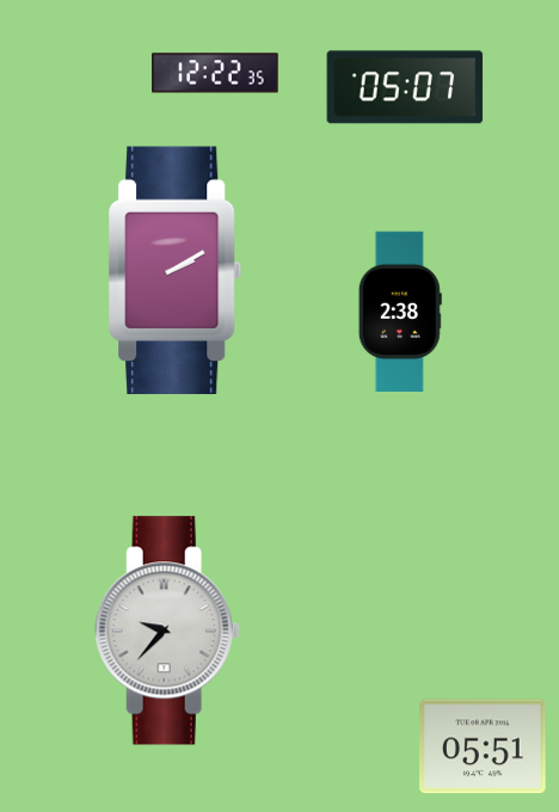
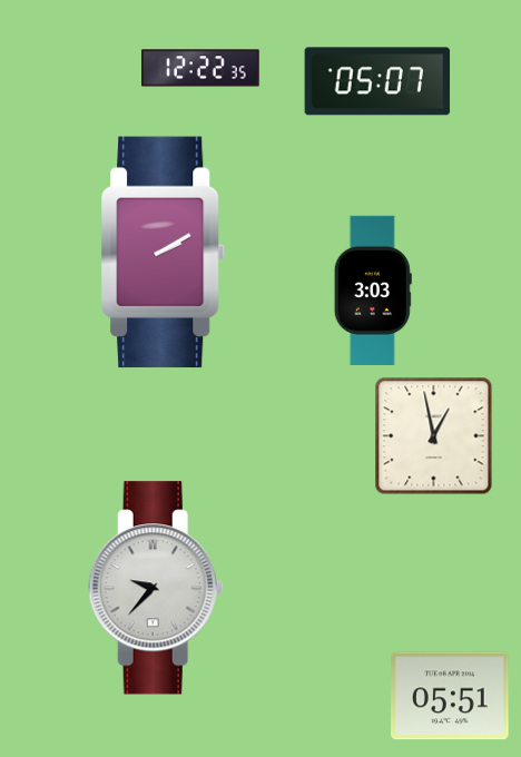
clock at (400, 310): 2:38 -> 3:03
clock at (434, 436): none -> 12:58
